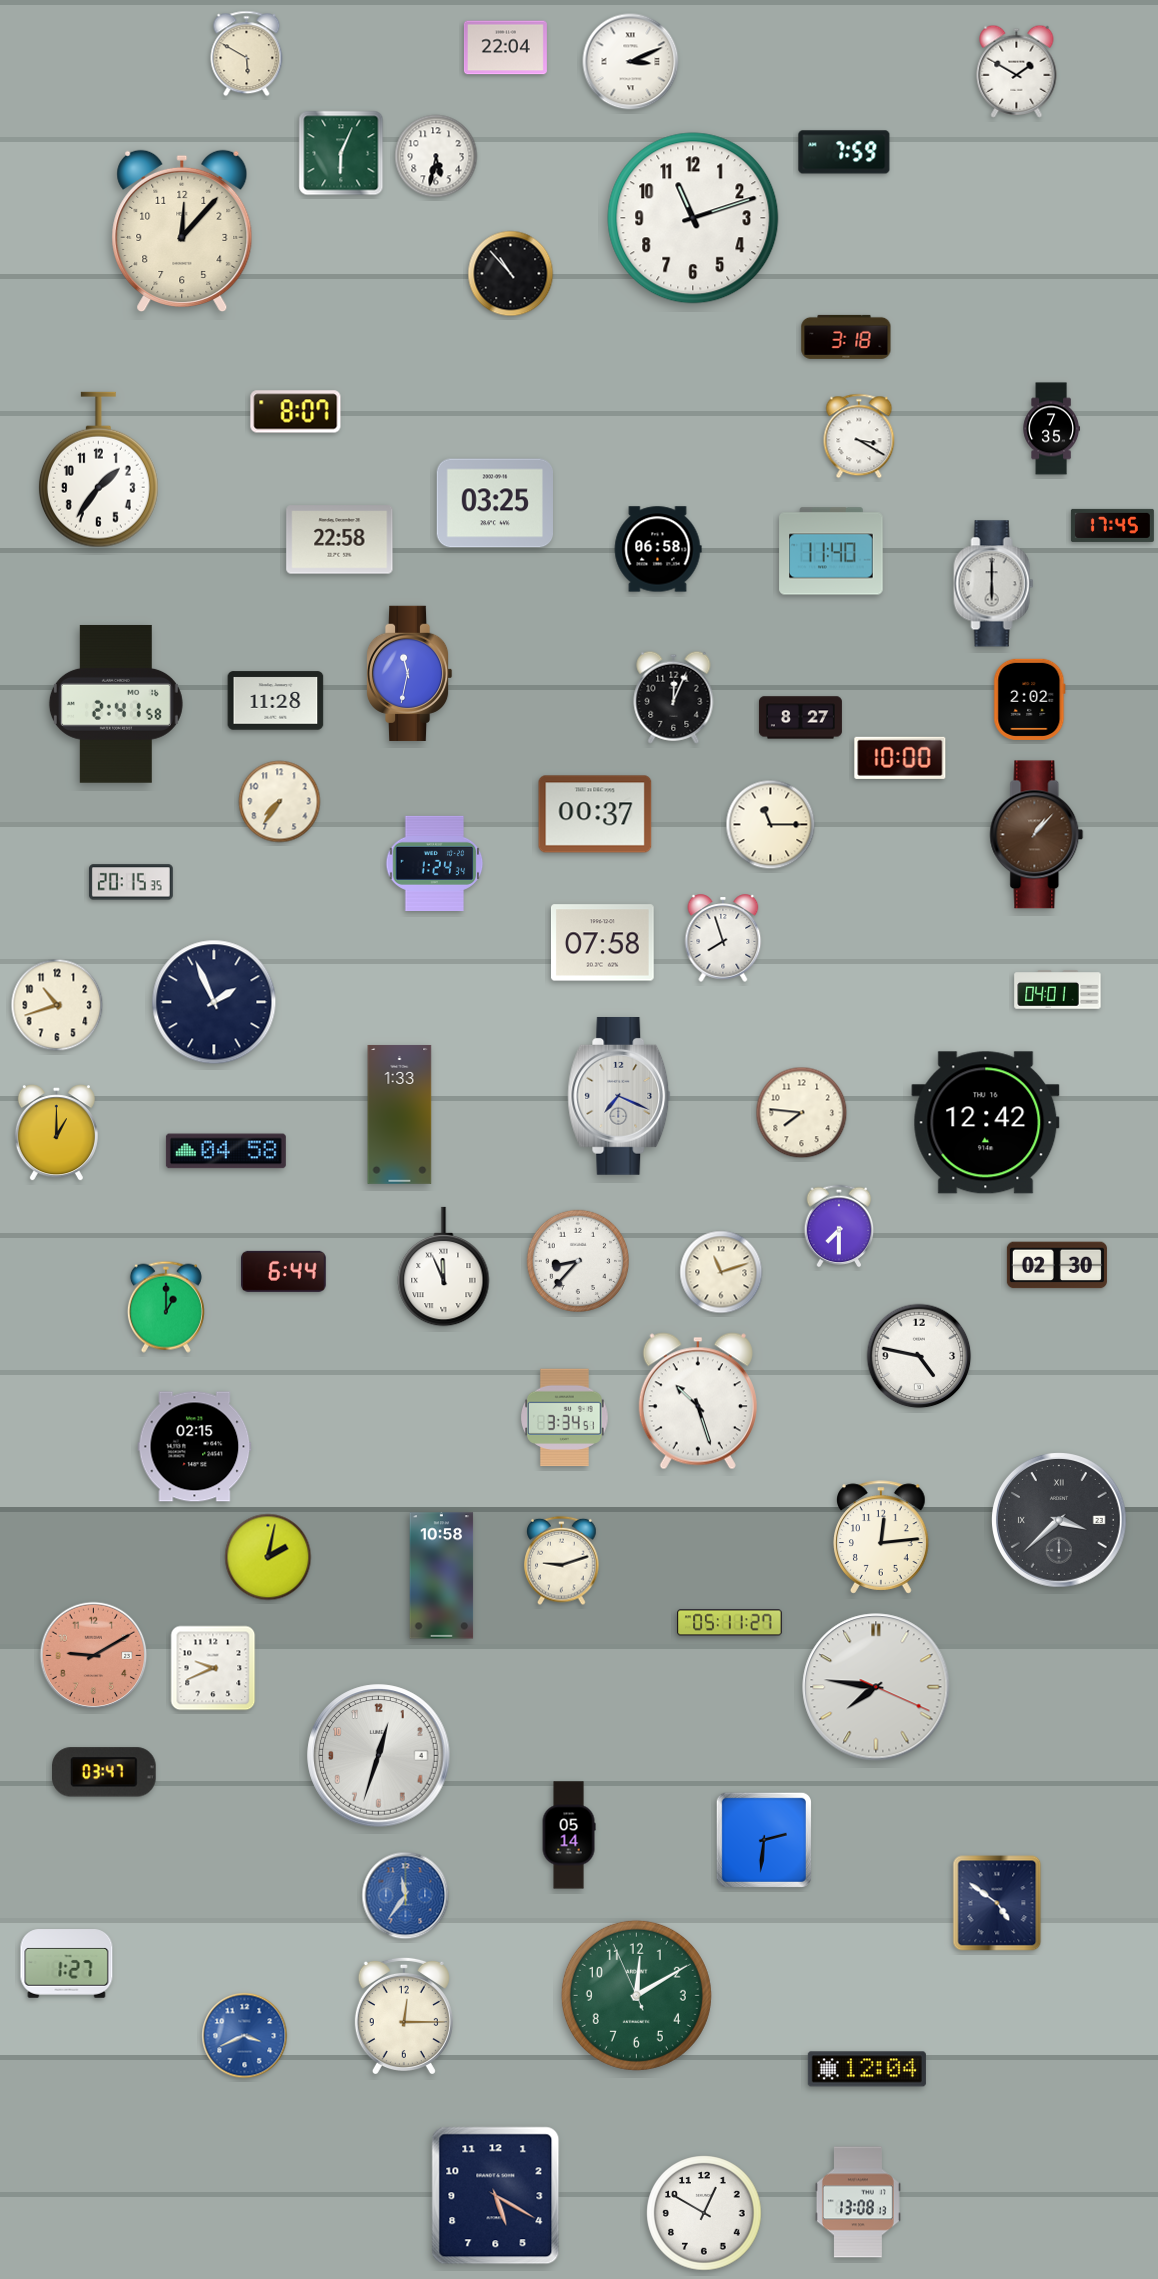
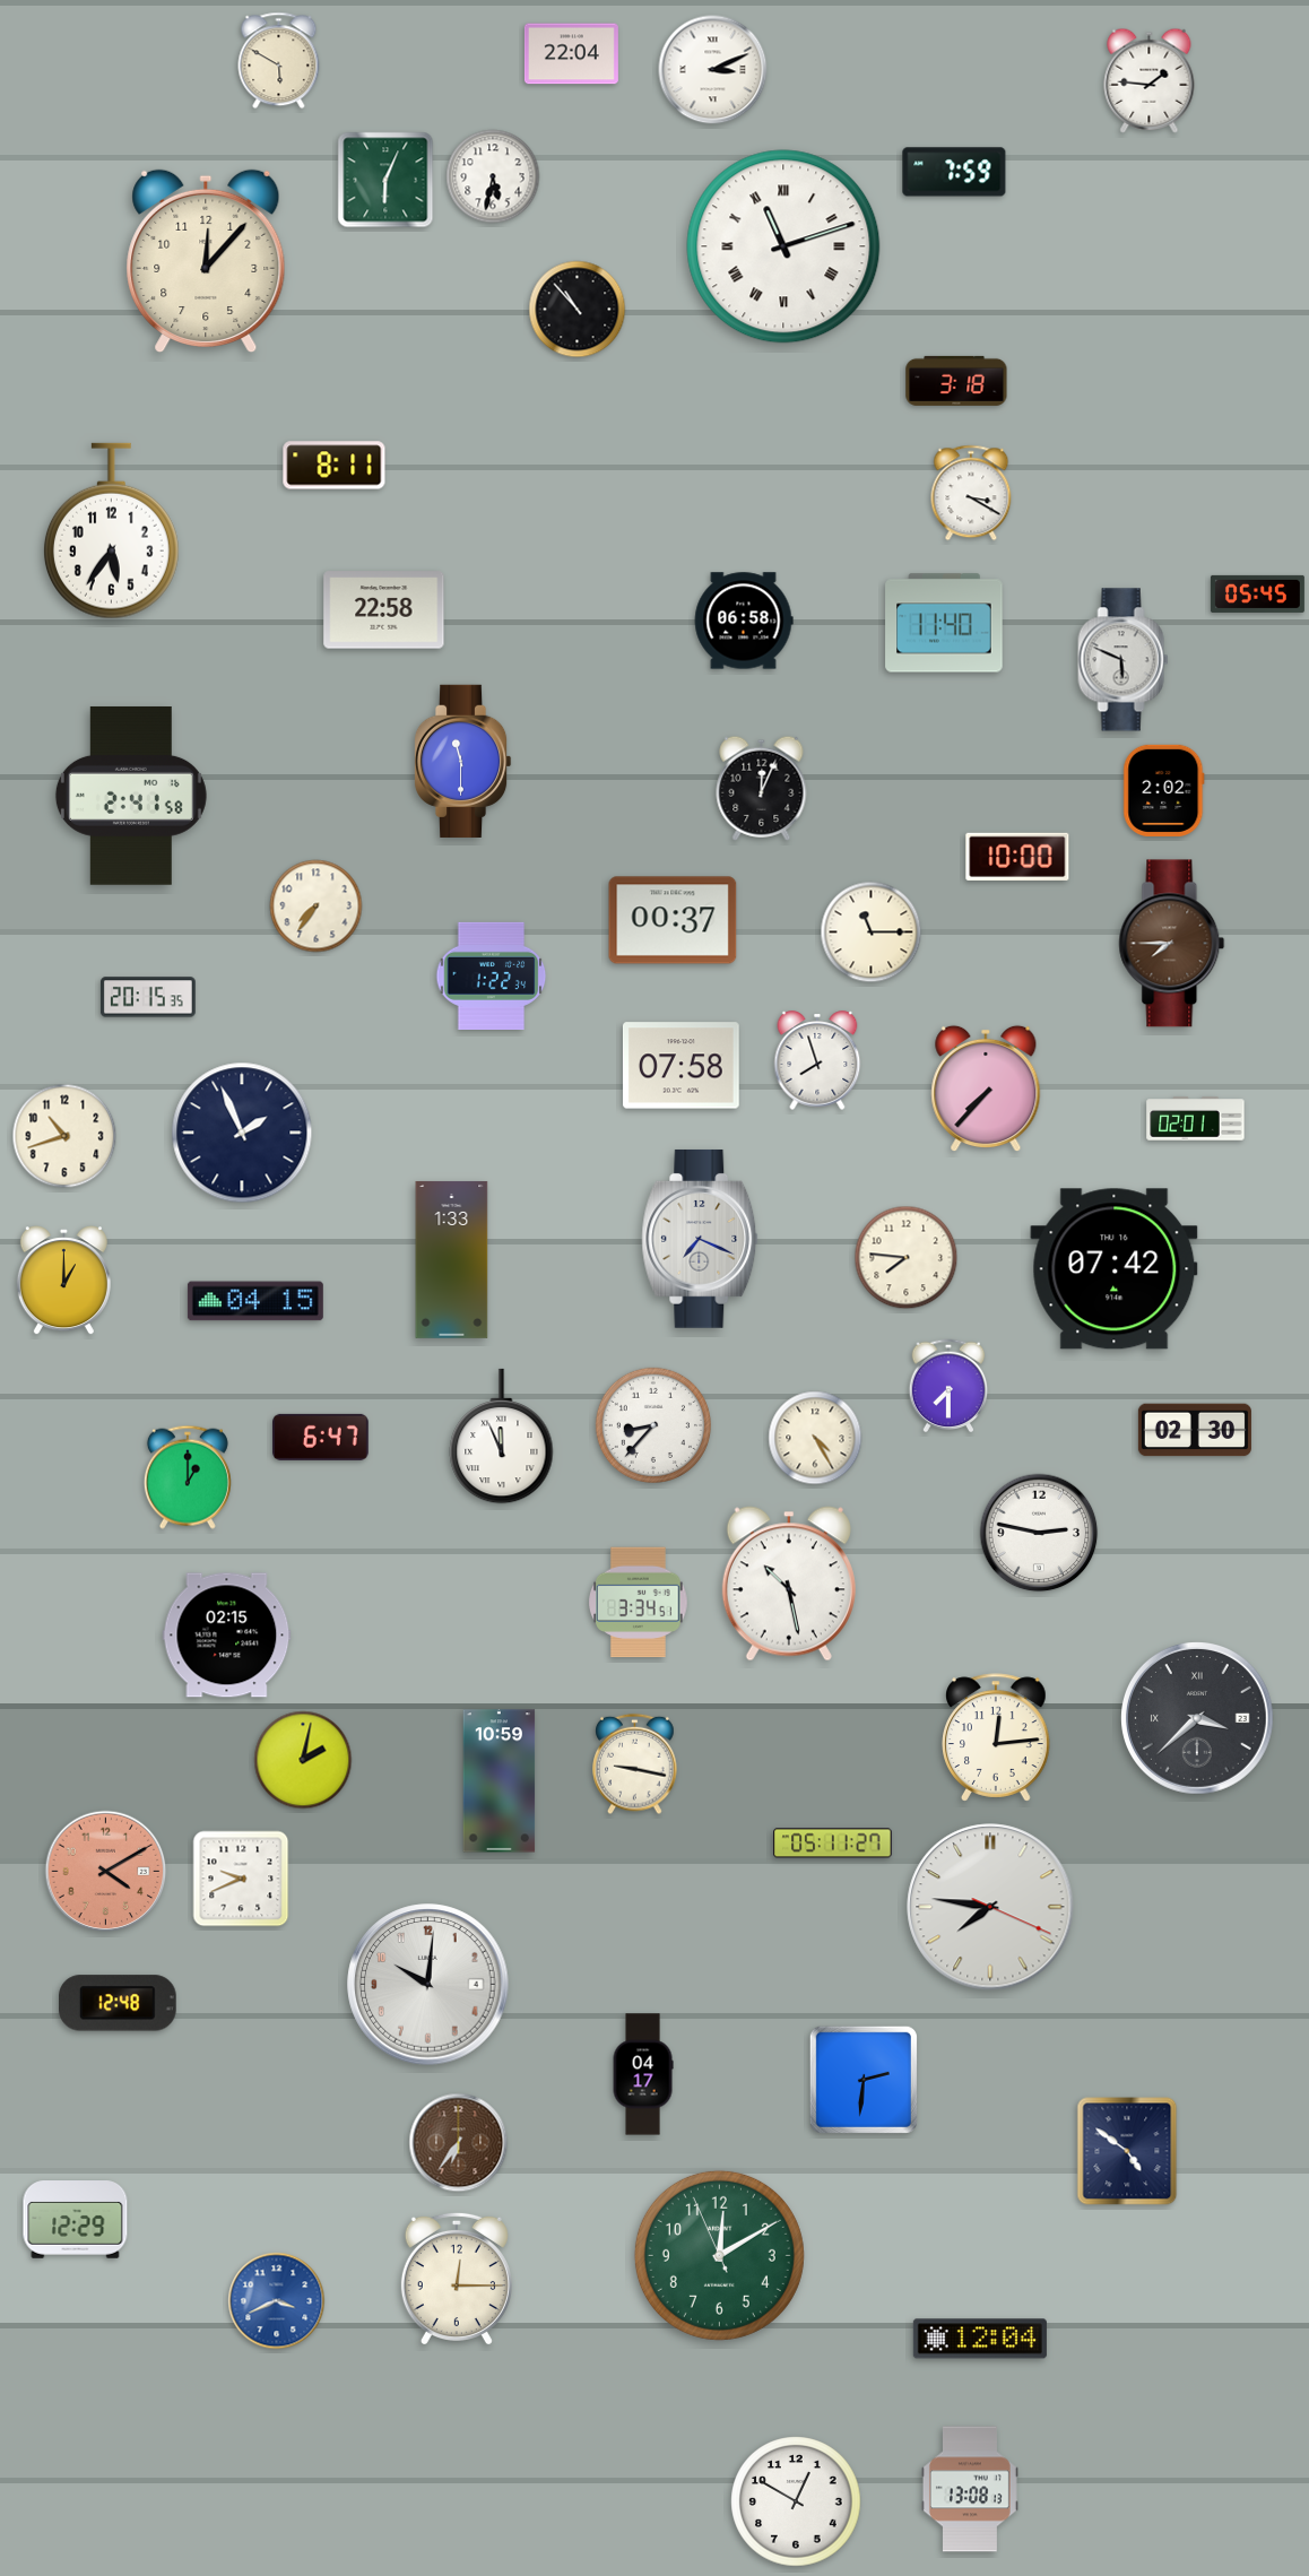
clock at (1017, 71): 1:50 -> 1:46
clock at (341, 153) position: (341, 153) -> (385, 180)
clock at (693, 218) numerals: Arabic -> Roman
clock at (296, 412): 8:07 -> 8:11
clock at (1051, 429): 7:35 -> none
clock at (98, 470): 1:36 -> 5:36
clock at (494, 503): 03:25 -> none
clock at (1112, 525): 17:45 -> 05:45
clock at (831, 551) position: (831, 551) -> (944, 623)
clock at (994, 584): 6:00 -> 5:49
clock at (409, 673): 11:32 -> 11:30
clock at (276, 701): 11:28 -> none
clock at (800, 718): 8:27 -> none
clock at (1037, 835): 1:07 -> 7:45
clock at (435, 863): 1:24 -> 1:22
clock at (986, 1088): none -> 7:37
clock at (1058, 990): 04:01 -> 02:01
clock at (986, 1123): 12:42 -> 07:42
clock at (226, 1151): 04:58 -> 04:15
clock at (444, 1267) position: (444, 1267) -> (502, 1437)
clock at (284, 1271): 6:44 -> 6:47
clock at (721, 1272): 11:12 -> 4:25
clock at (919, 1356): 4:47 -> 2:47
clock at (698, 1401): 10:27 -> 10:28
clock at (195, 1447) position: (195, 1447) -> (227, 1636)
clock at (562, 1561): 9:12 -> 9:17
clock at (442, 1576): 10:58 -> 10:59
clock at (730, 1623) position: (730, 1623) -> (833, 1844)
clock at (94, 1656): 9:10 -> 4:10
clock at (213, 1668) position: (213, 1668) -> (241, 1879)
clock at (379, 1756): 12:33 -> 10:01
clock at (105, 1772): 03:47 -> 12:48
clock at (569, 1835): 05:14 -> 04:17
clock at (406, 1896): 11:36 -> 6:36
clock at (406, 1896) dial: blue -> brown
clock at (67, 1964): 1:27 -> 12:29
clock at (496, 2196): 5:20 -> none
